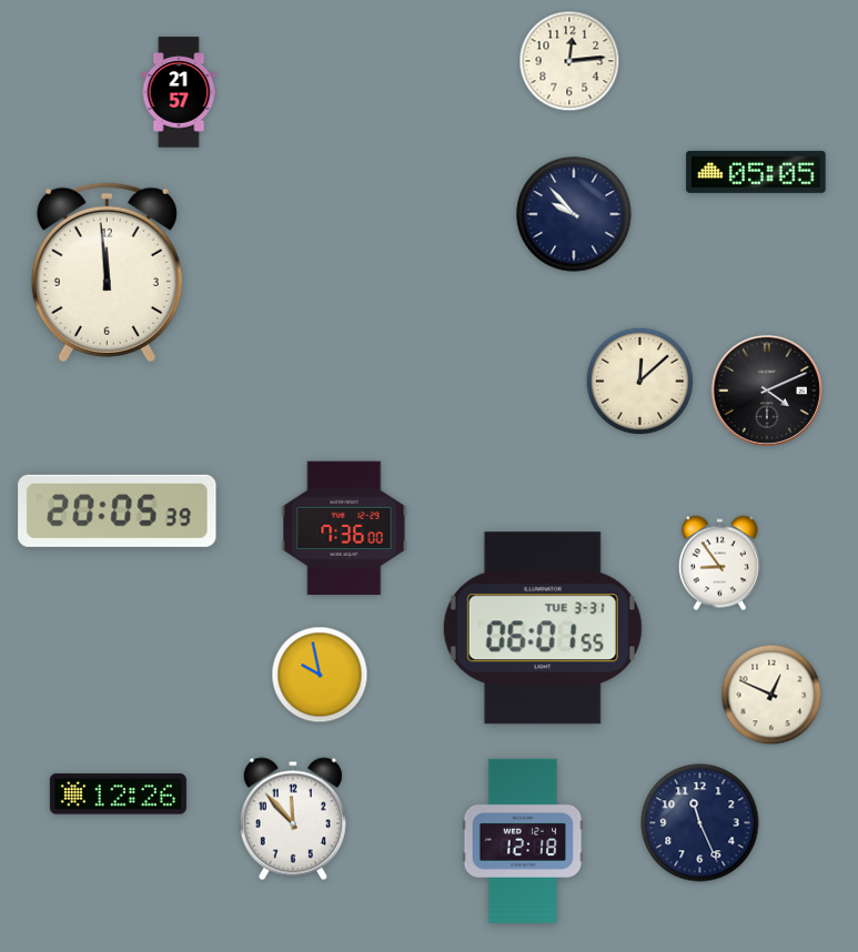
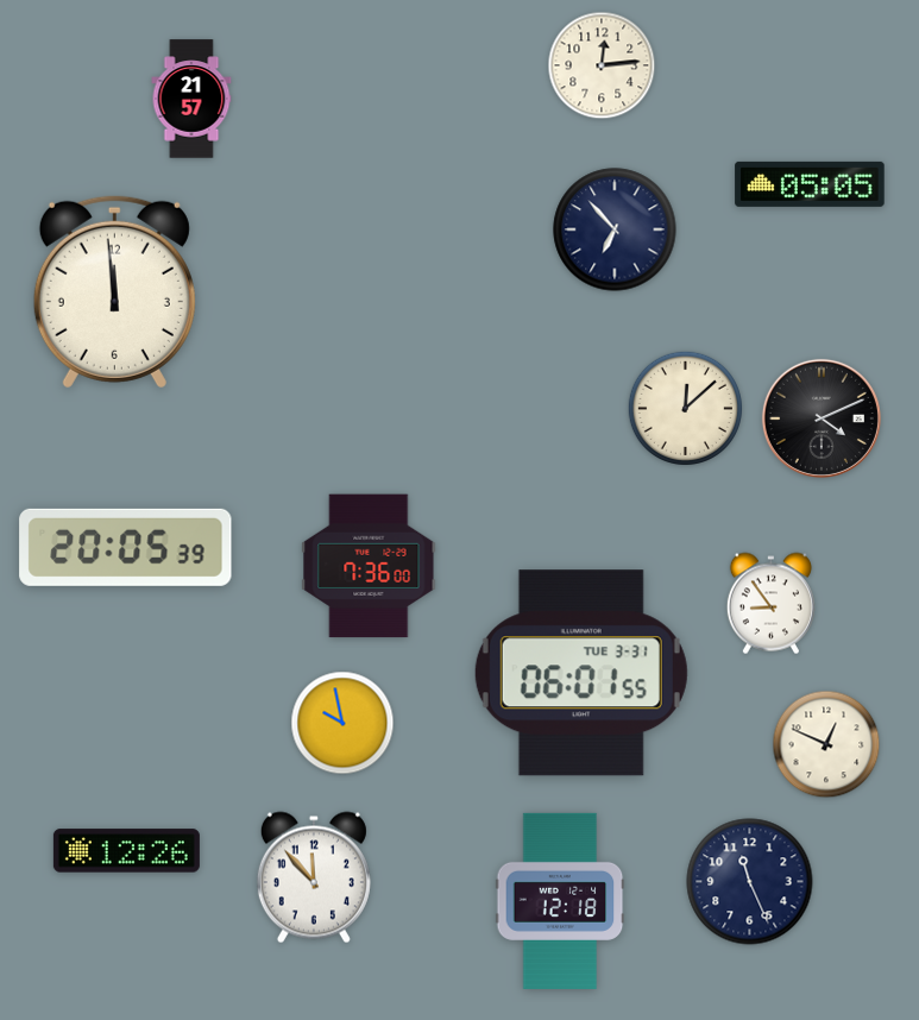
clock at (569, 61) position: (569, 61) -> (602, 65)
clock at (574, 214): 9:53 -> 6:53
